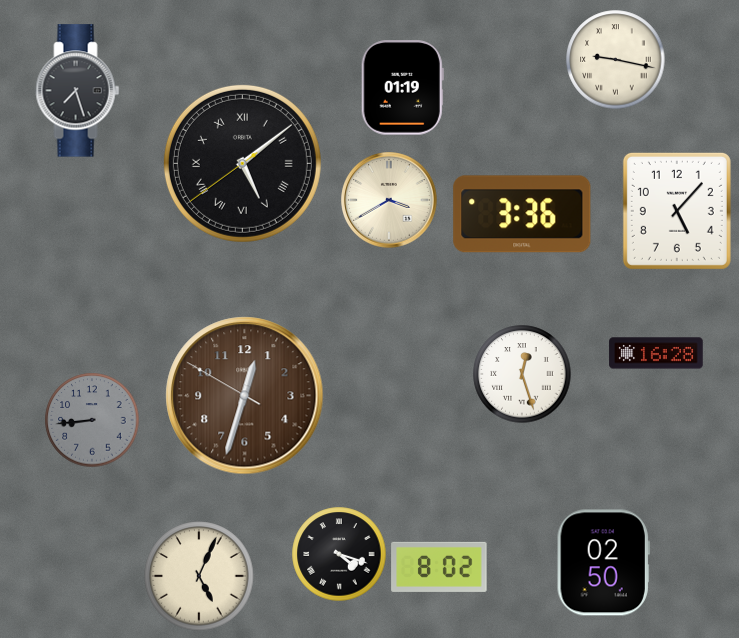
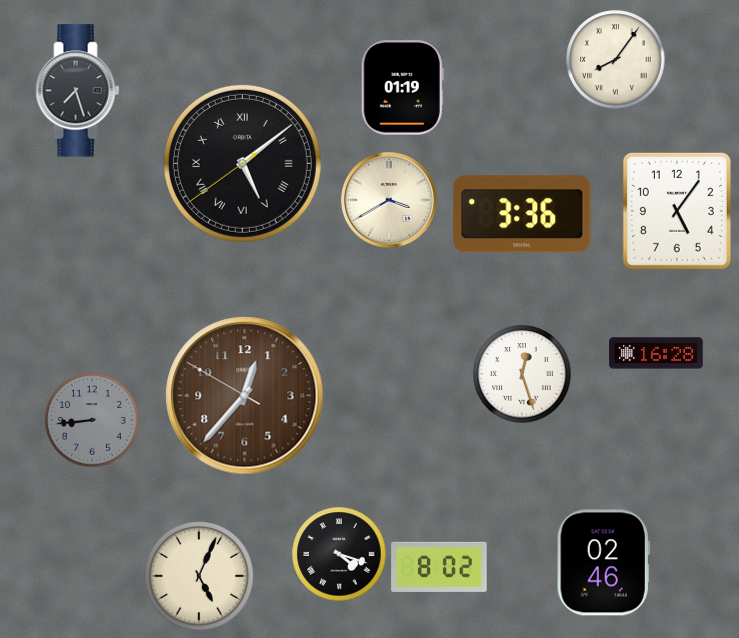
clock at (616, 60): 9:17 -> 8:06
clock at (677, 211): 5:07 -> 5:06
clock at (245, 396): 12:32 -> 12:36
clock at (603, 563): 02:50 -> 02:46
